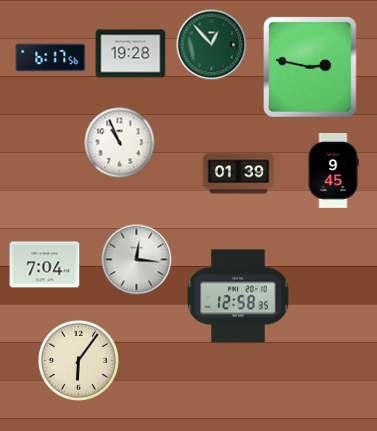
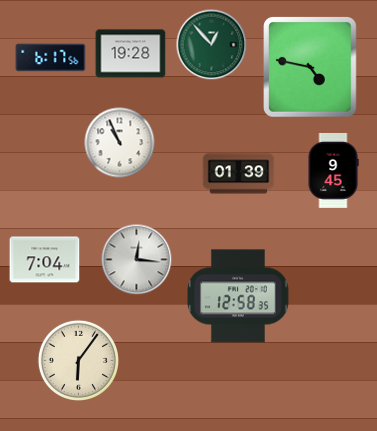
clock at (311, 68): 2:47 -> 4:47
clock at (45, 265) position: (45, 265) -> (45, 260)
